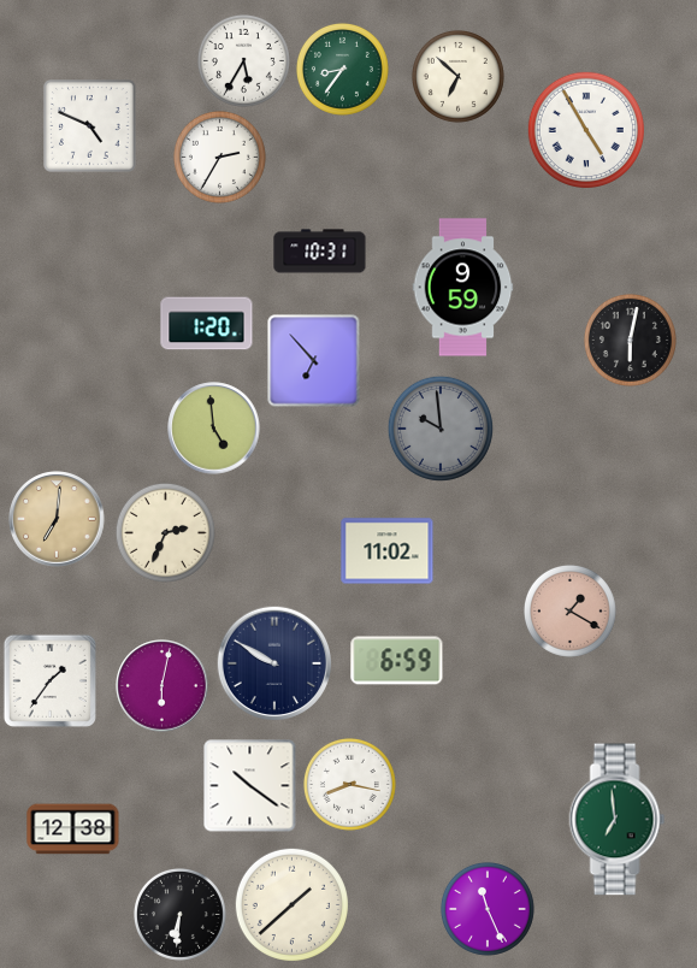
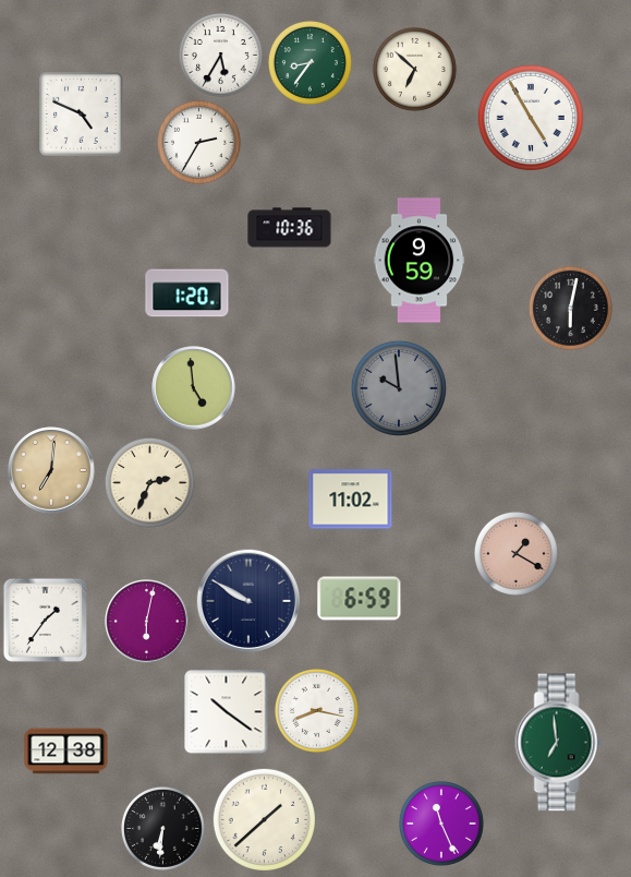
clock at (320, 252): 10:31 -> 10:36
clock at (314, 361): 6:53 -> none
clock at (49, 680) position: (49, 680) -> (45, 620)
